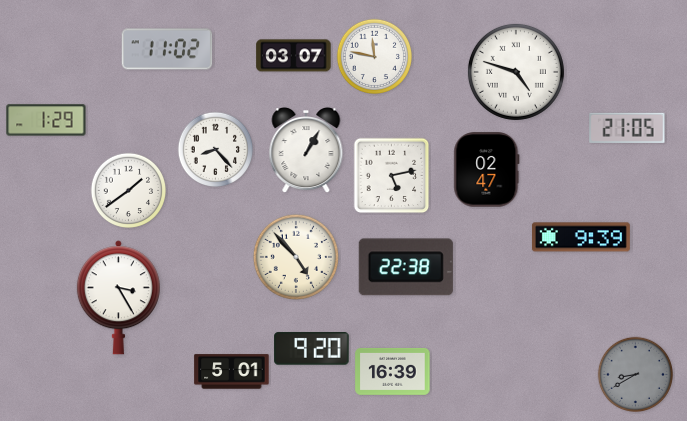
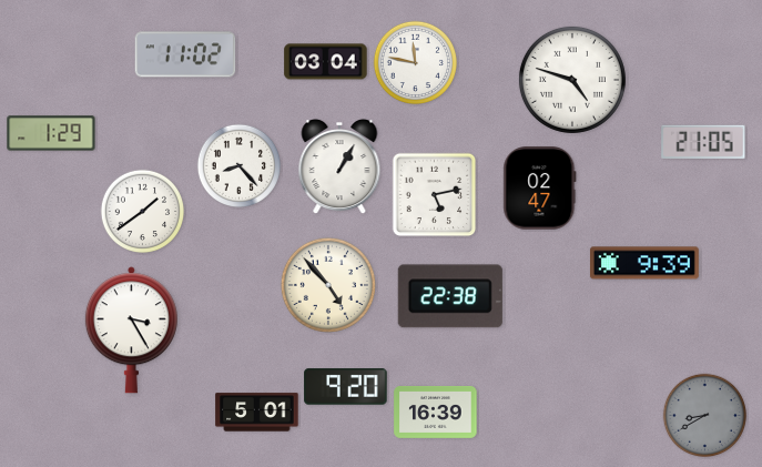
clock at (294, 56): 03:07 -> 03:04
clock at (627, 128) position: (627, 128) -> (703, 142)
